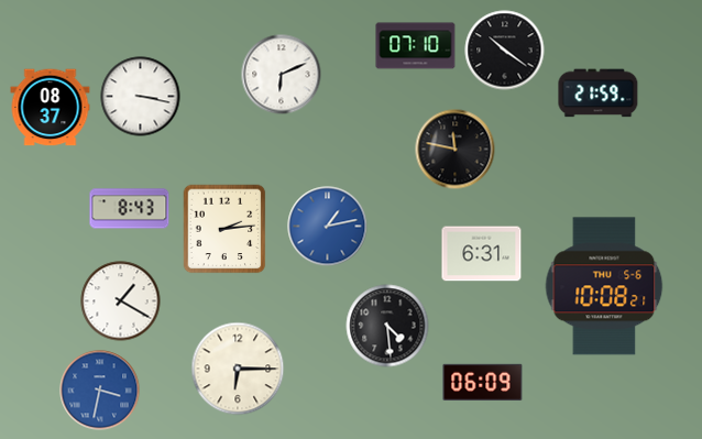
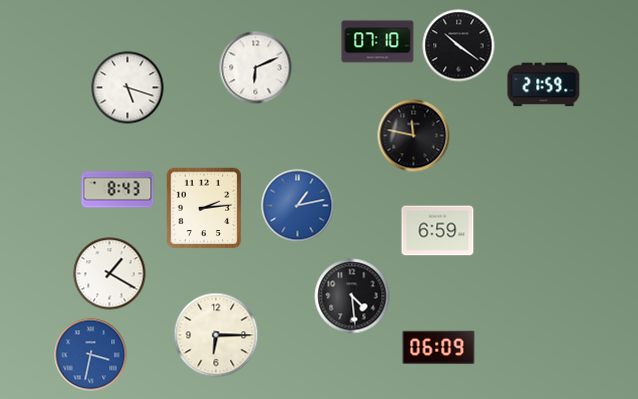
clock at (141, 97): 3:17 -> 5:18
clock at (51, 108): 08:37 -> none
clock at (482, 254): 6:31 -> 6:59
clock at (604, 286): 10:08 -> none
